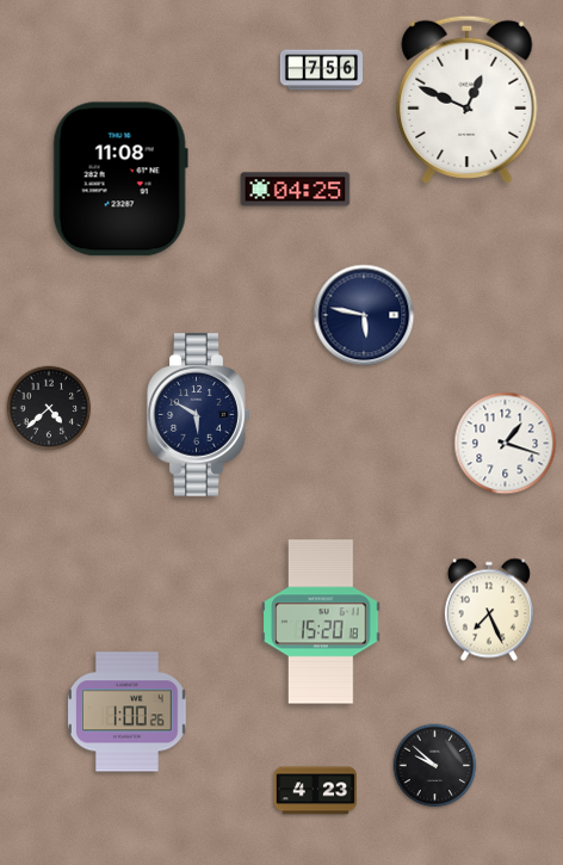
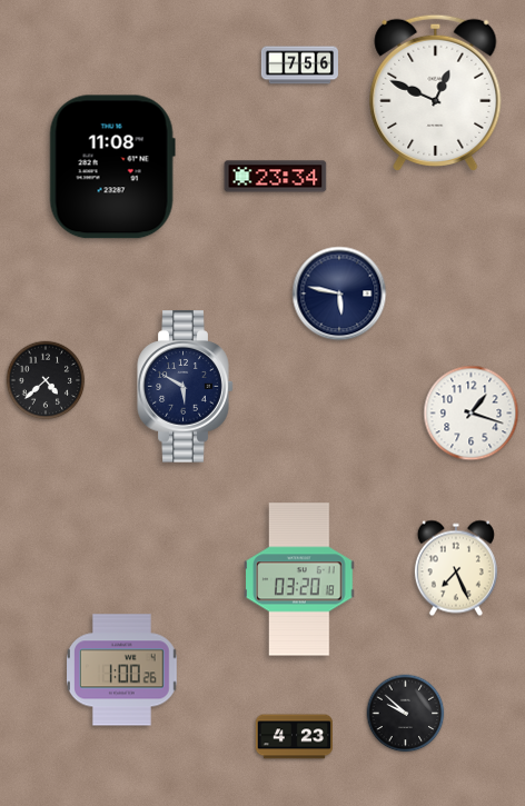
clock at (296, 190): 04:25 -> 23:34
clock at (321, 622): 15:20 -> 03:20
clock at (128, 712) position: (128, 712) -> (122, 670)
